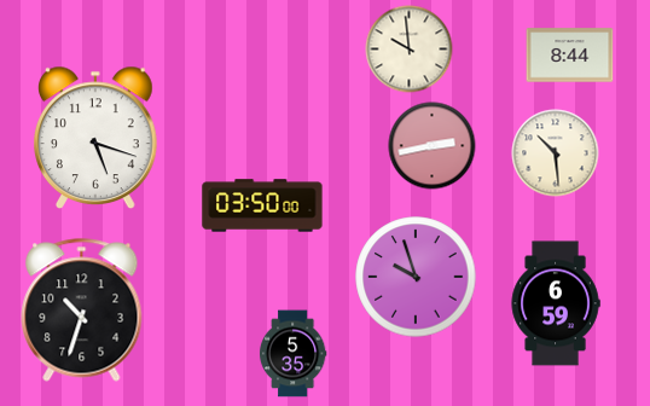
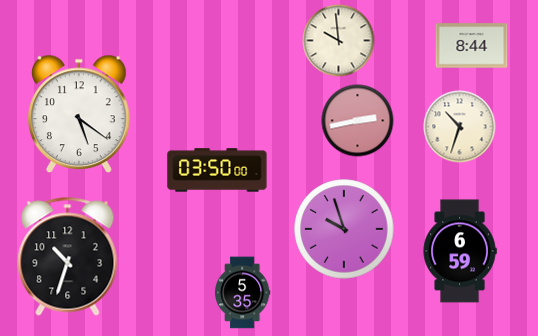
clock at (97, 137): 5:18 -> 5:21
clock at (556, 153): 10:29 -> 10:33
